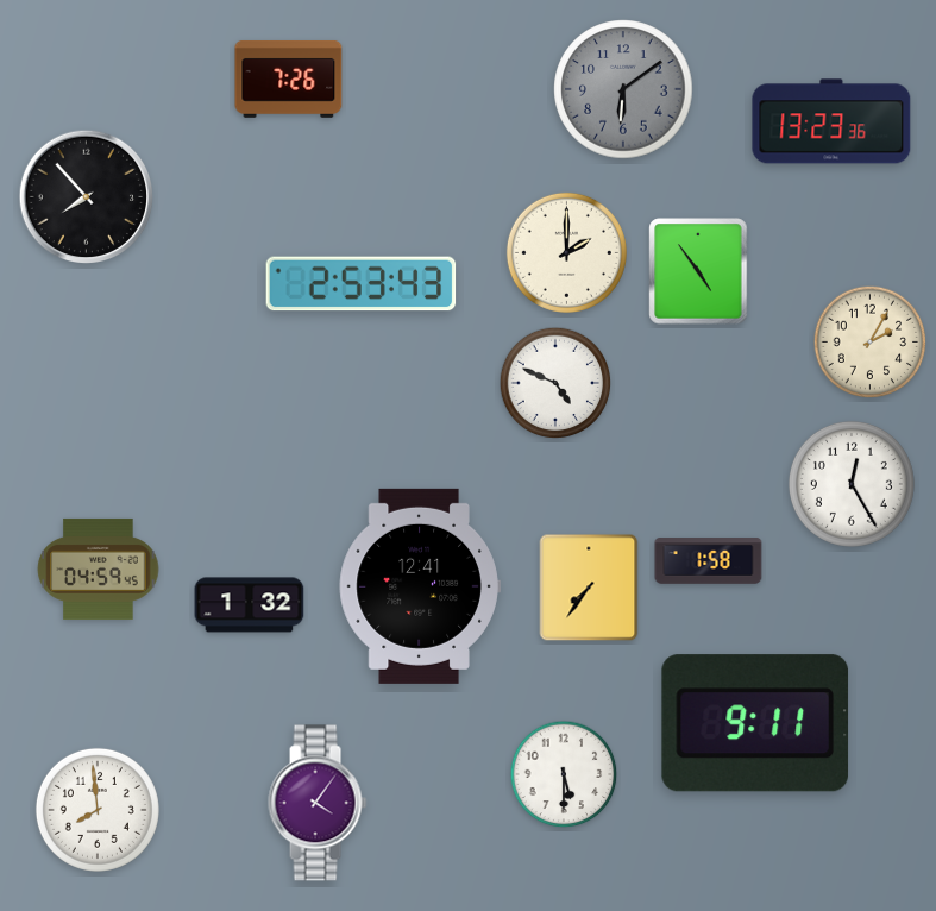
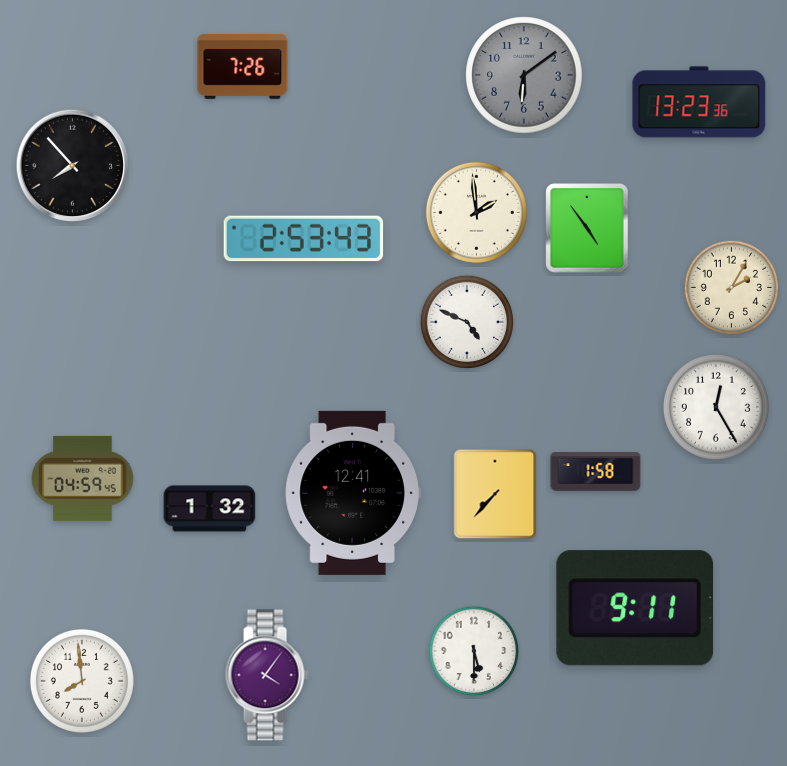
clock at (566, 252): 2:00 -> 1:59
clock at (589, 588): 7:36 -> 7:37
